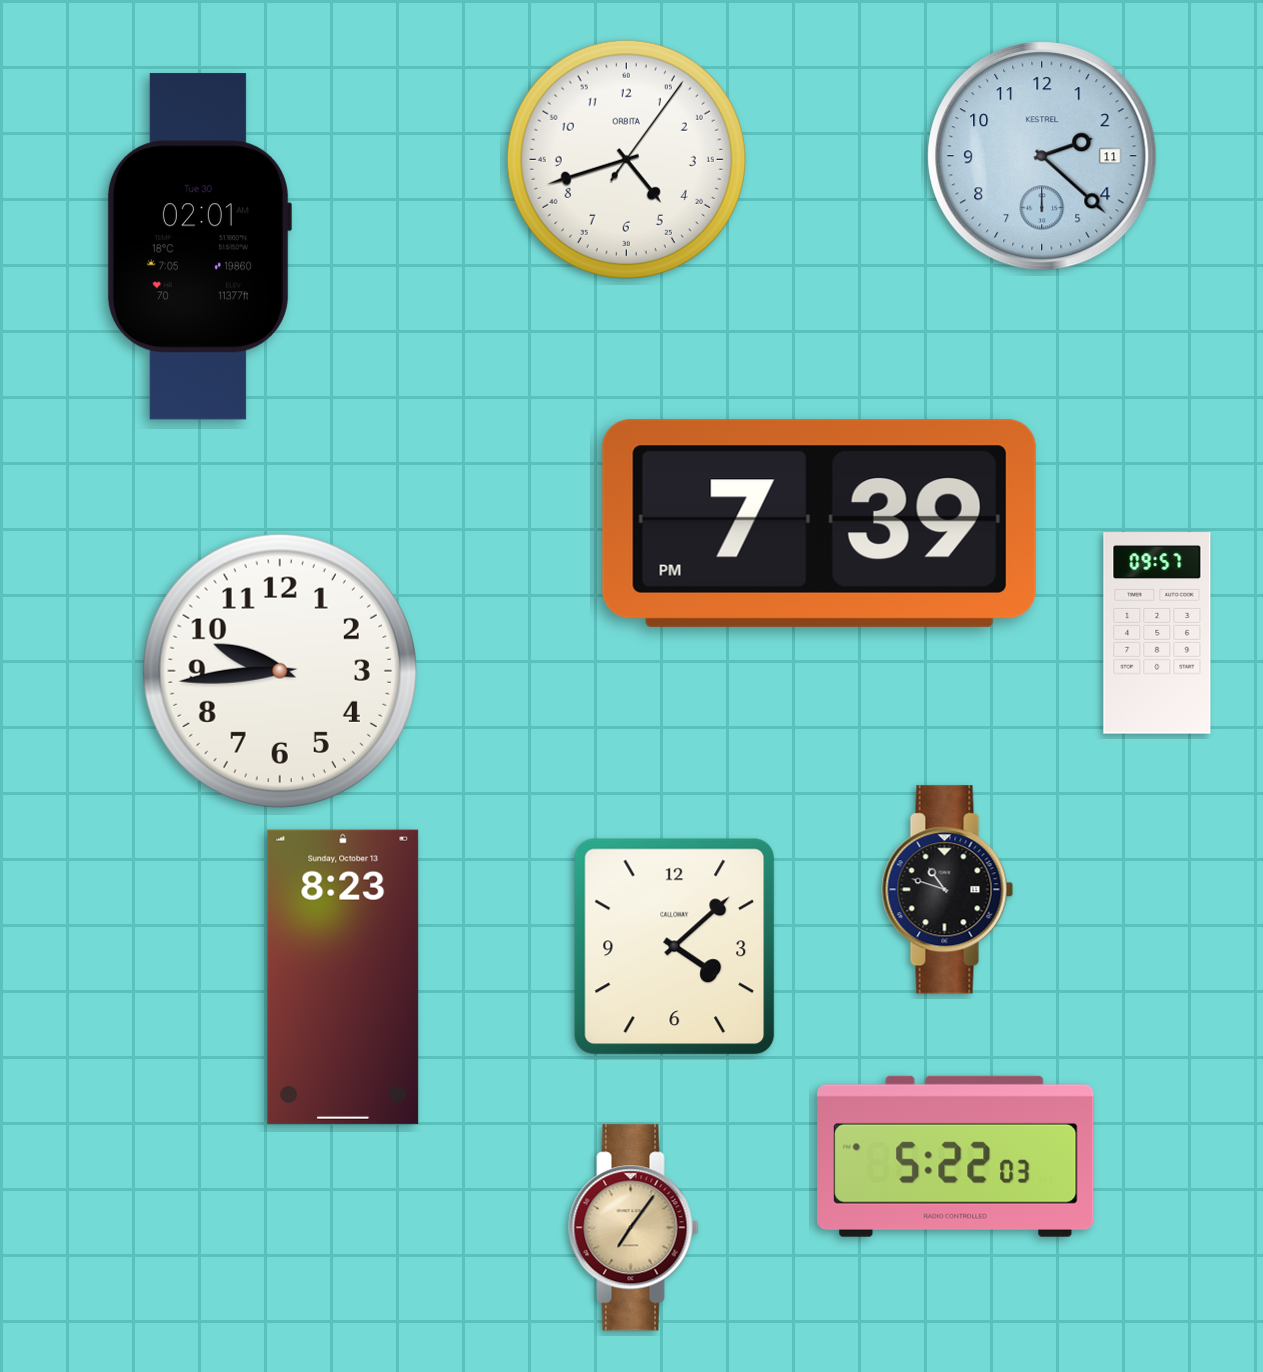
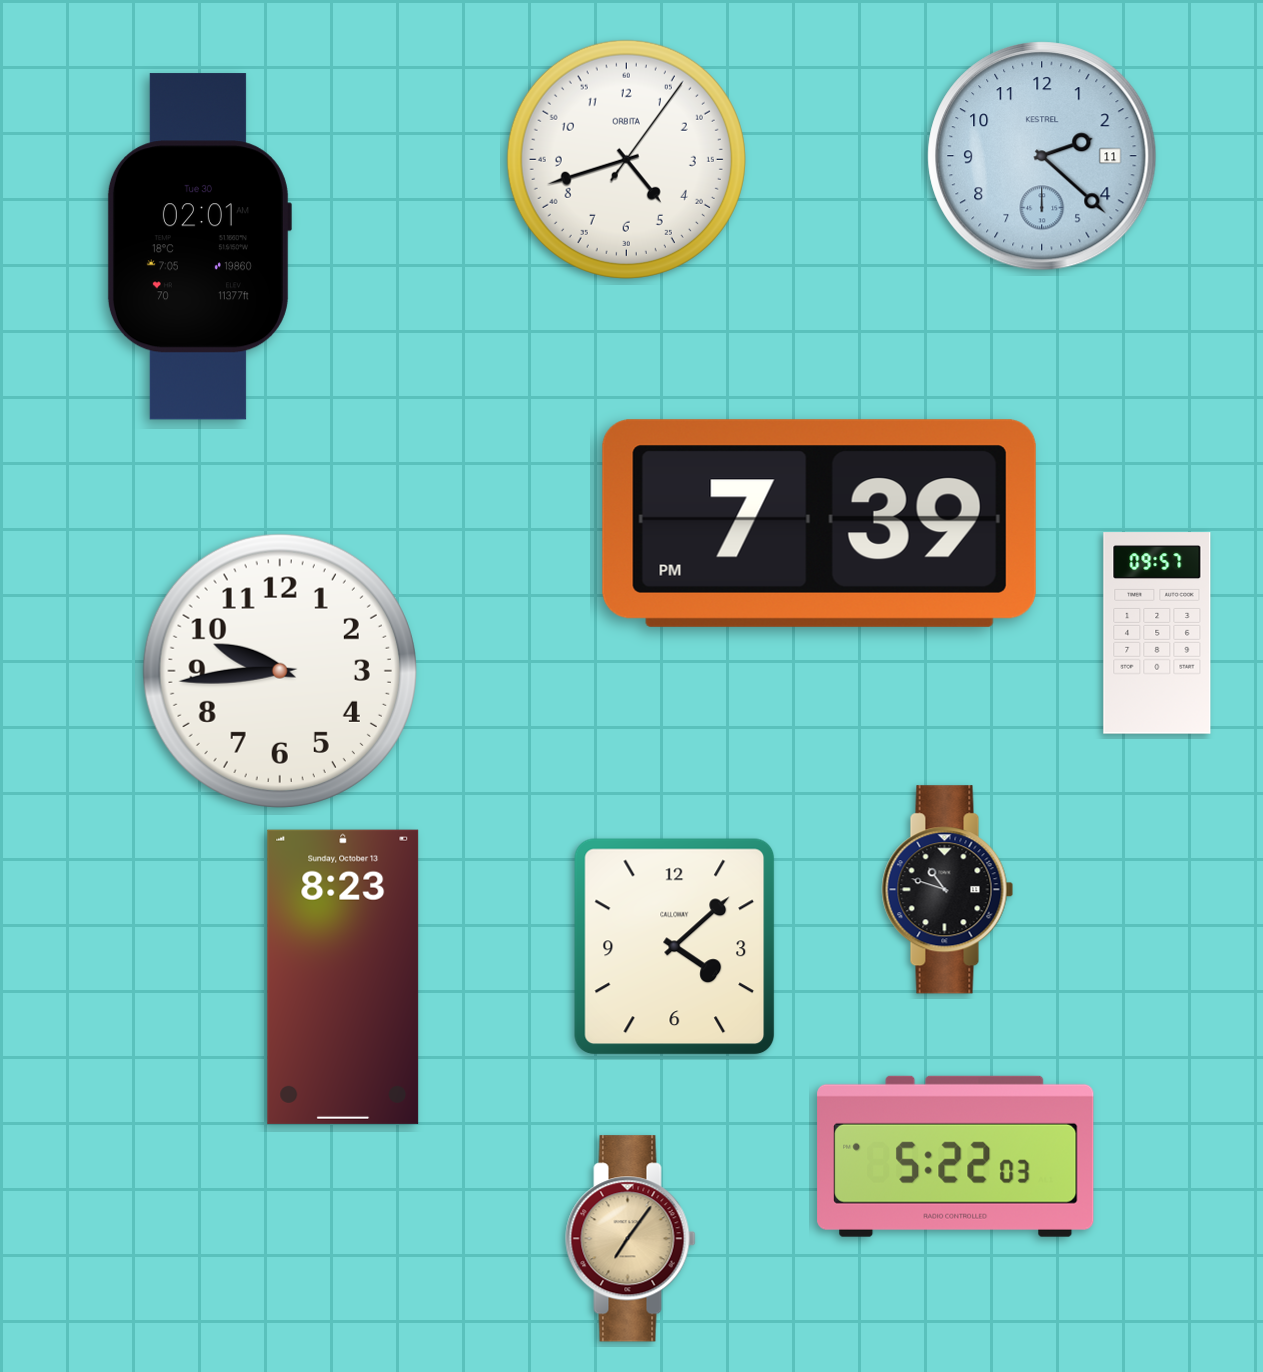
clock at (634, 1228) position: (634, 1228) -> (631, 1239)
